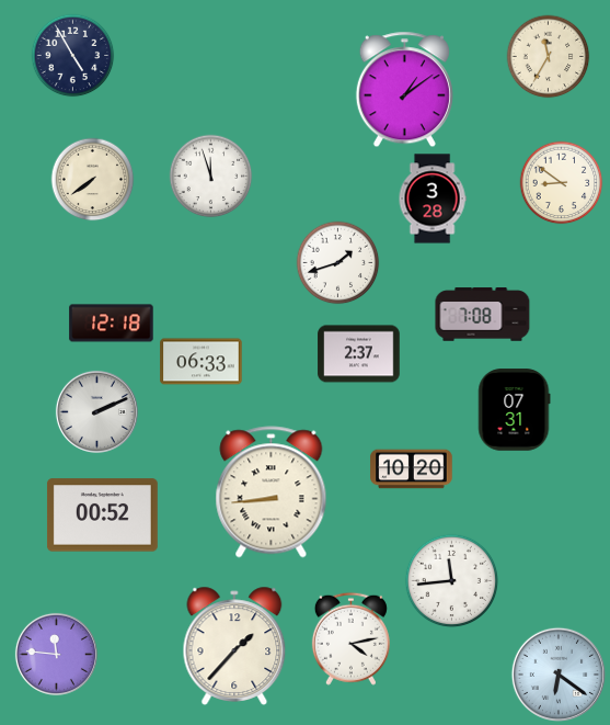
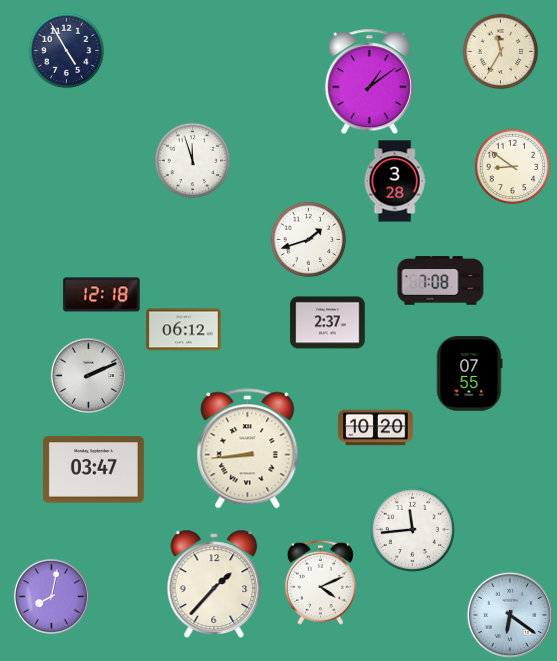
clock at (93, 180): 7:39 -> none
clock at (483, 315) position: (483, 315) -> (441, 281)
clock at (202, 362): 06:33 -> 06:12
clock at (514, 410): 07:31 -> 07:55
clock at (102, 516): 00:52 -> 03:47
clock at (350, 638): 4:13 -> 4:11
clock at (234, 646) position: (234, 646) -> (214, 584)
clock at (56, 654): 11:46 -> 8:02
